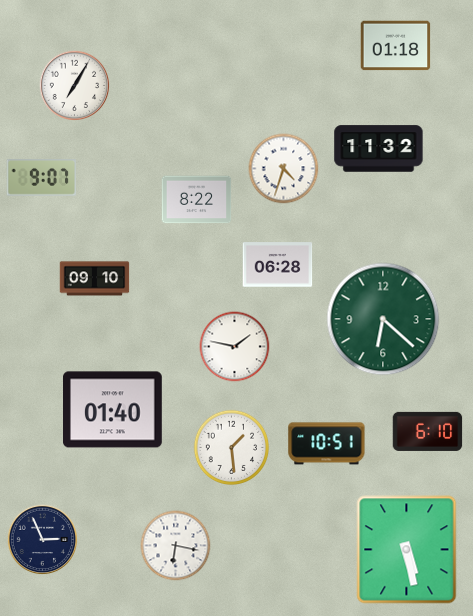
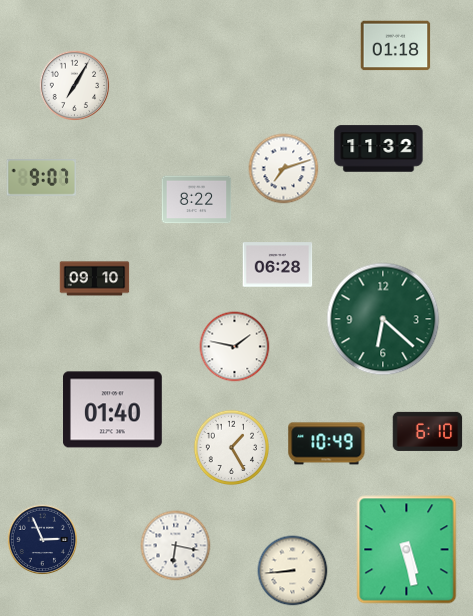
clock at (284, 169): 4:33 -> 7:12
clock at (327, 444): 10:51 -> 10:49
clock at (231, 447): 1:29 -> 1:25
clock at (293, 571): none -> 8:44
